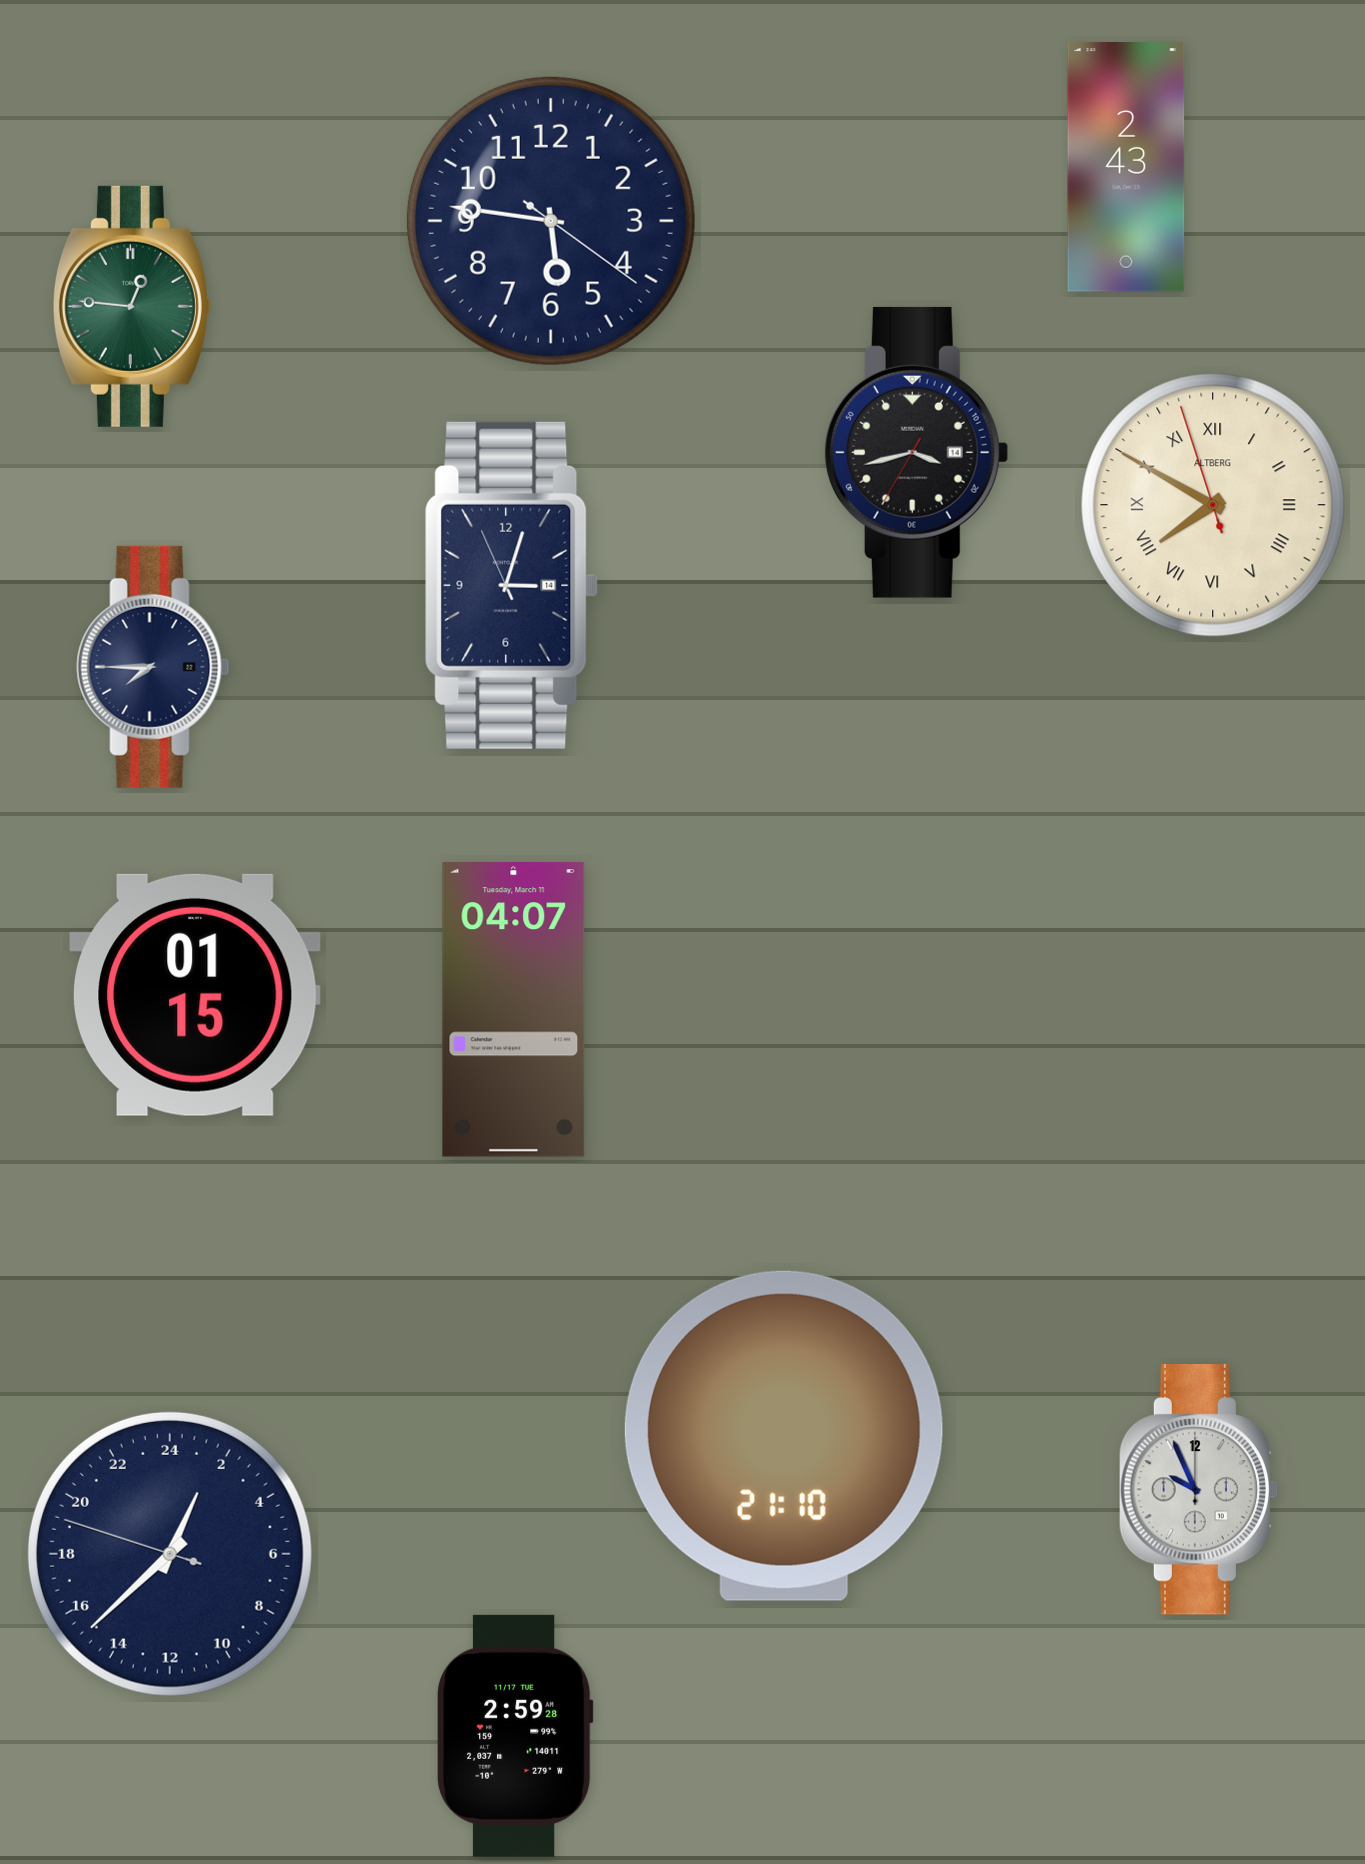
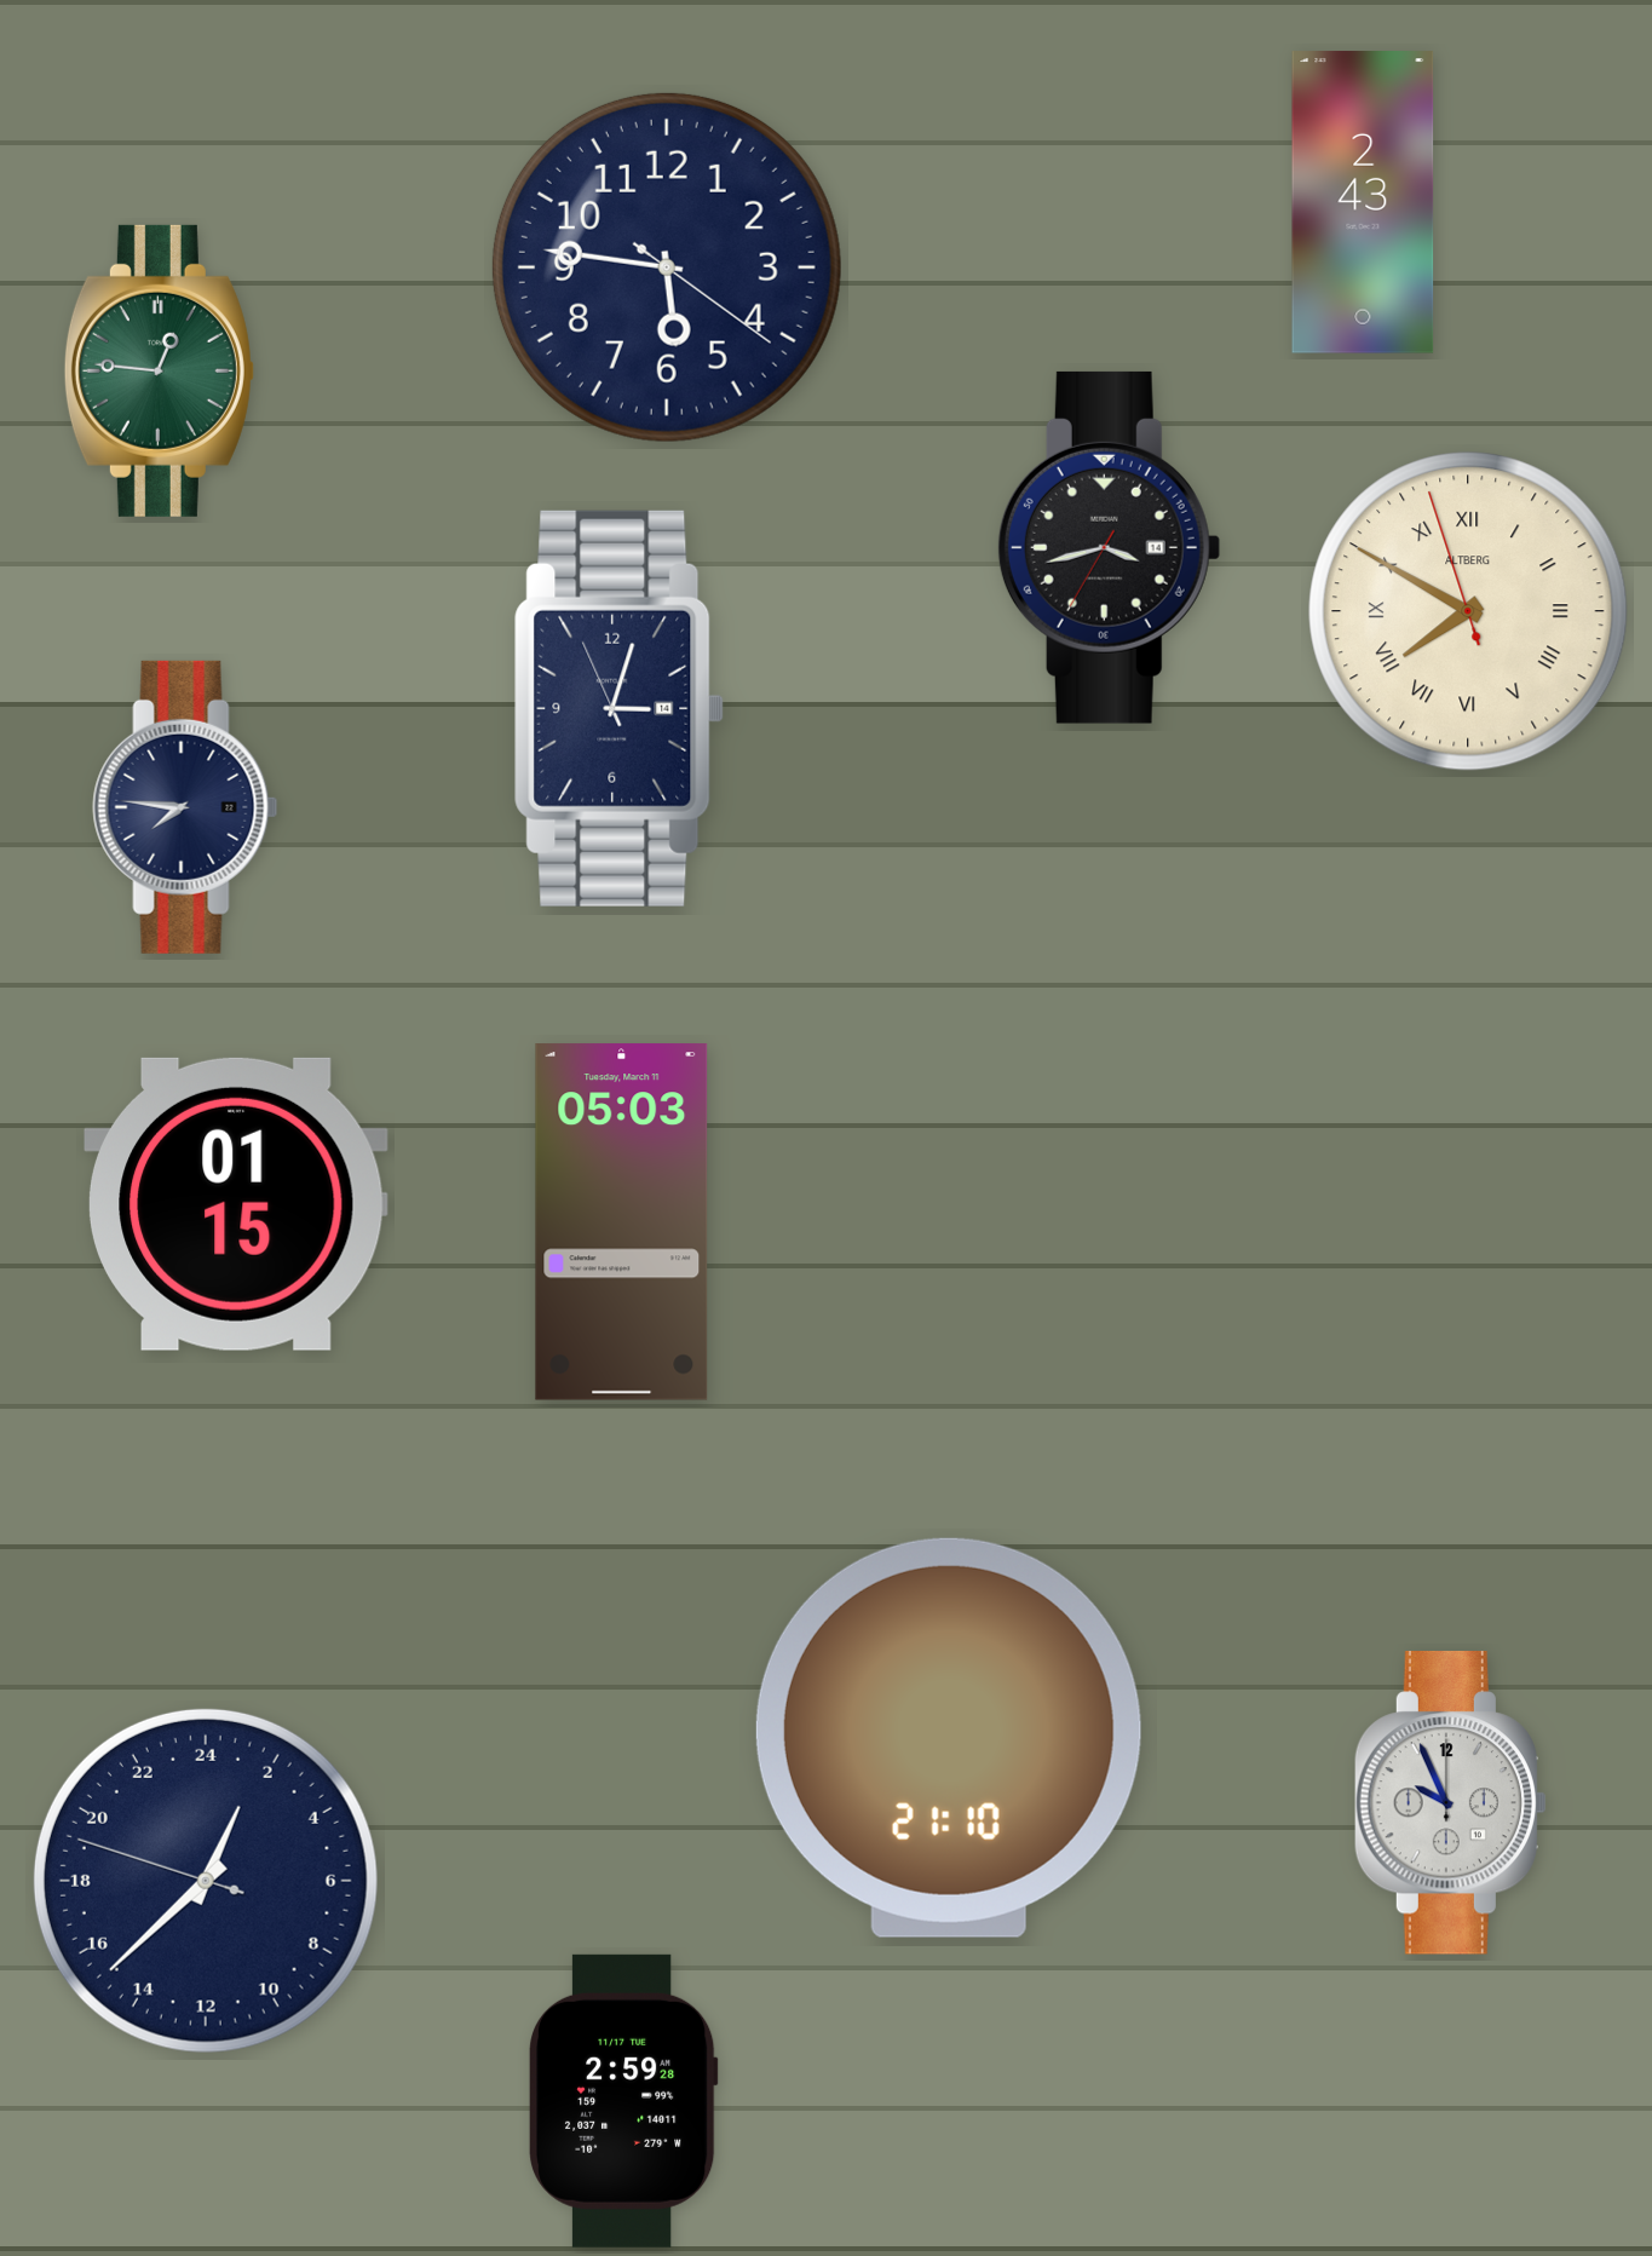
clock at (153, 667): 7:45 -> 7:46
clock at (514, 1010): 04:07 -> 05:03
